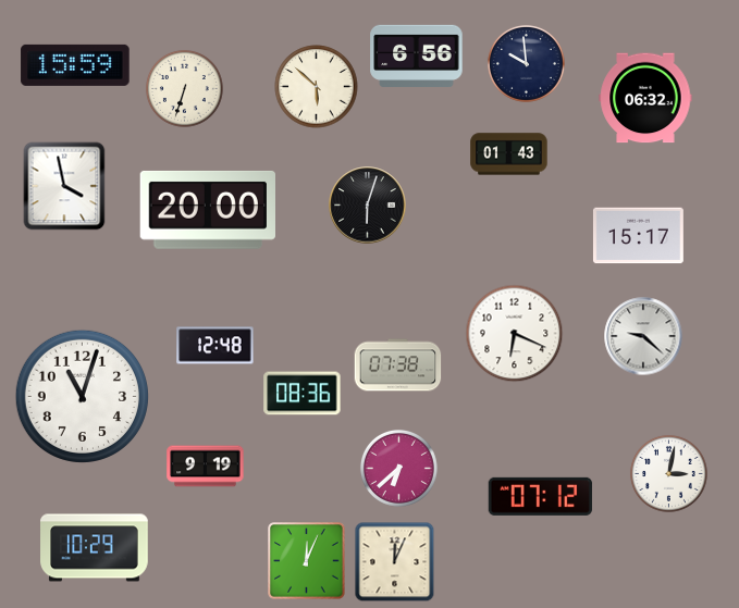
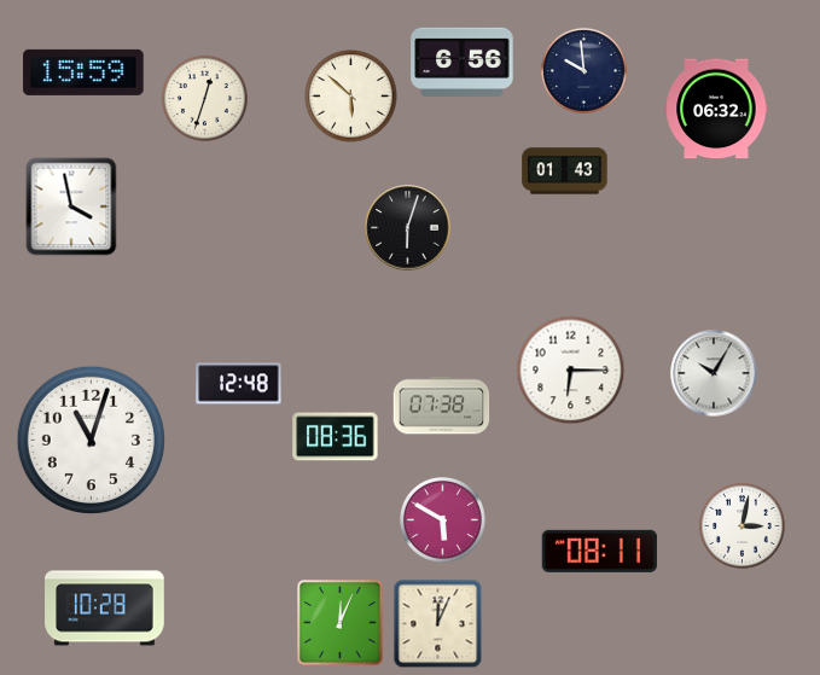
clock at (184, 88): 6:33 -> 12:33
clock at (207, 210): 20:00 -> none
clock at (638, 236): 15:17 -> none
clock at (515, 334): 6:19 -> 6:15
clock at (643, 336): 9:22 -> 10:05
clock at (206, 467): 9:19 -> none
clock at (398, 468): 6:38 -> 5:50
clock at (540, 496): 07:12 -> 08:11
clock at (95, 548): 10:29 -> 10:28
